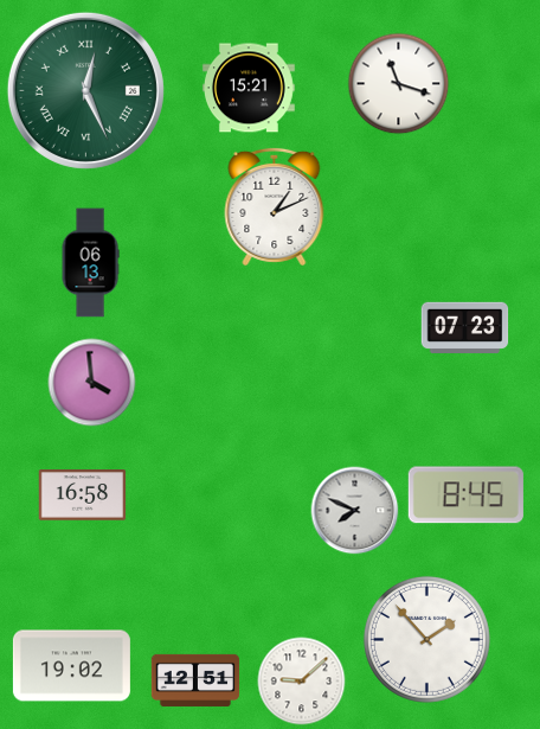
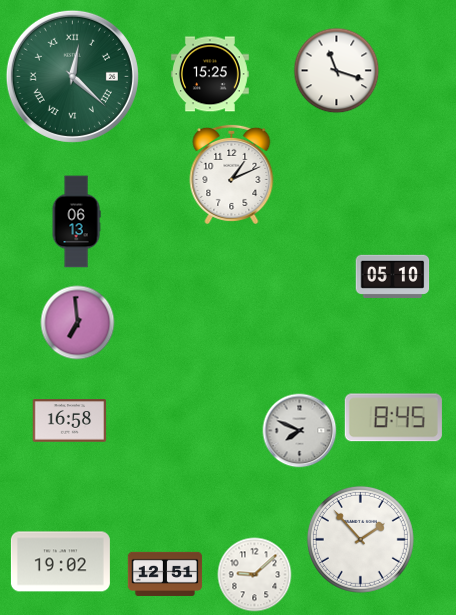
clock at (249, 88): 15:21 -> 15:25
clock at (85, 90): 12:26 -> 12:22
clock at (465, 327): 07:23 -> 05:10
clock at (92, 383): 3:59 -> 6:59
clock at (83, 495) position: (83, 495) -> (70, 421)
